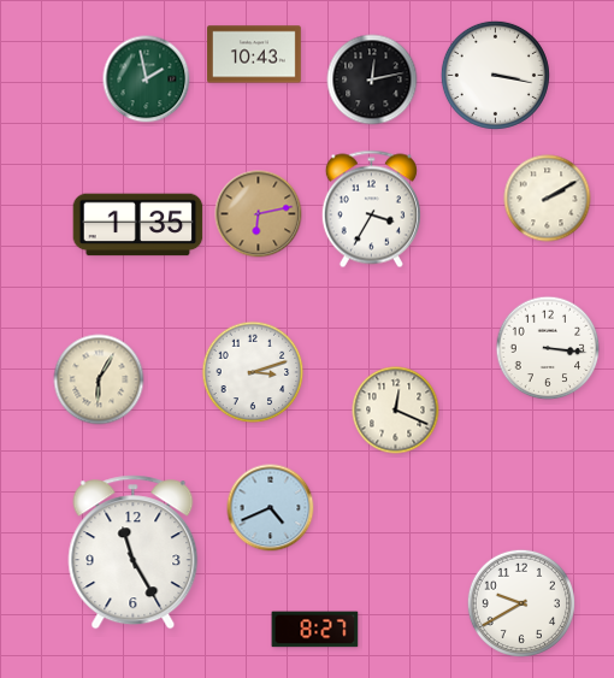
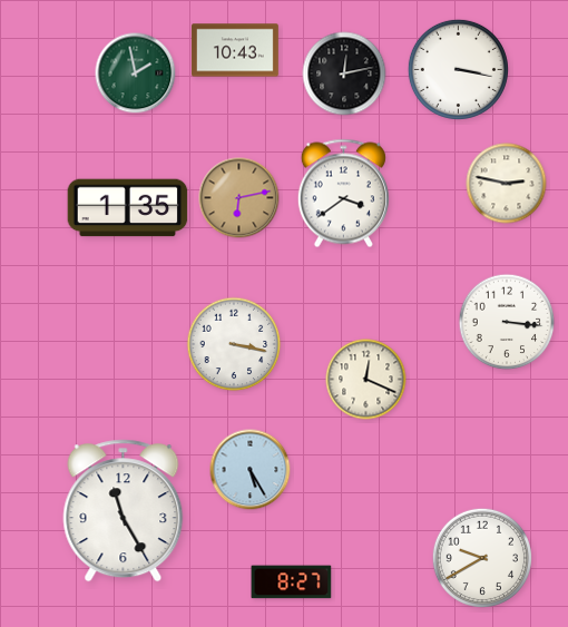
clock at (548, 199): 2:10 -> 2:47
clock at (371, 210): 3:35 -> 3:39
clock at (253, 372): 3:12 -> 3:17
clock at (99, 379): 6:05 -> none
clock at (271, 508): 4:41 -> 5:25
